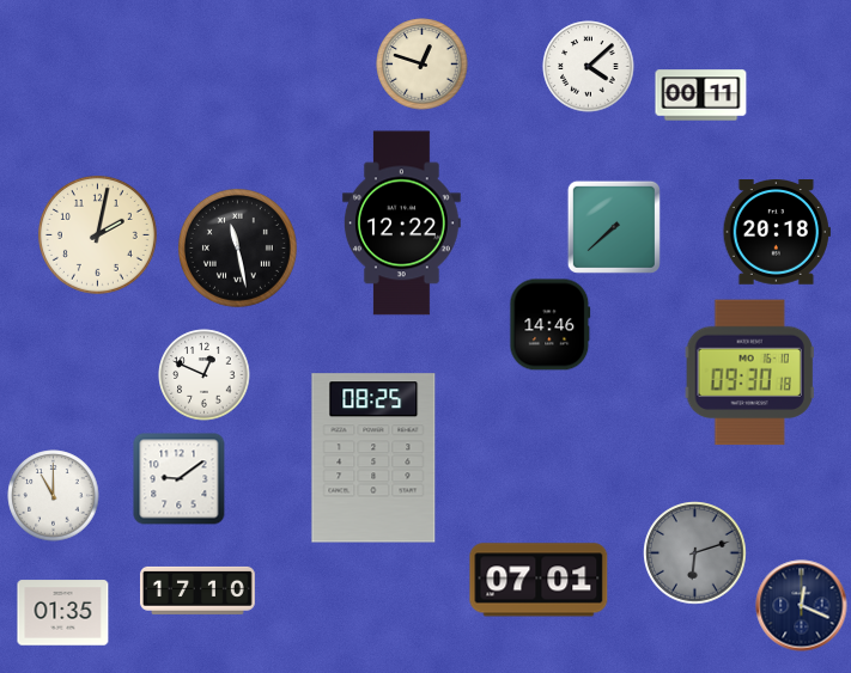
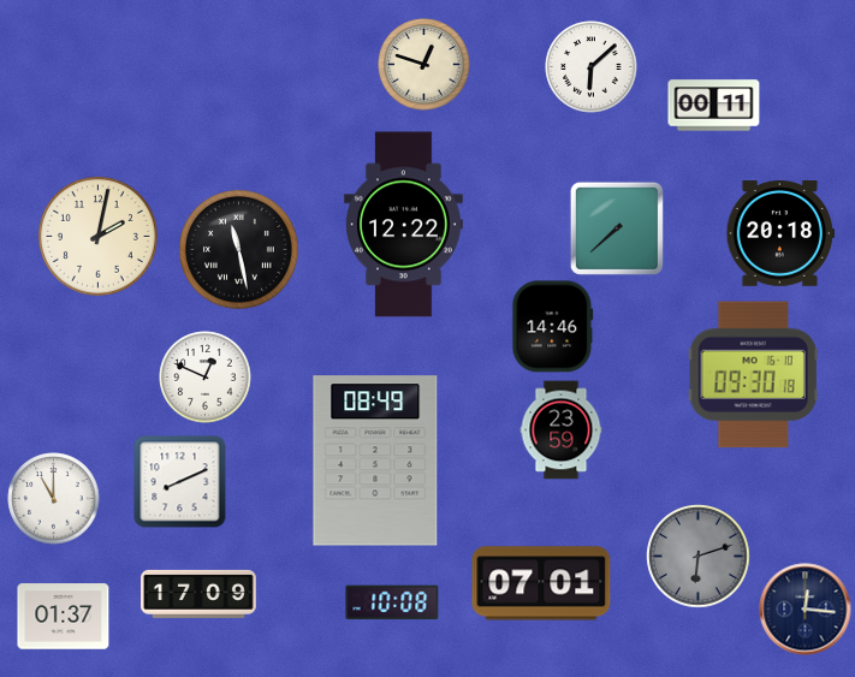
clock at (589, 67): 4:08 -> 6:08
clock at (701, 96) position: (701, 96) -> (714, 106)
clock at (562, 430): none -> 23:59
clock at (373, 458): 08:25 -> 08:49
clock at (180, 479): 9:09 -> 8:11
clock at (199, 591): 17:10 -> 17:09
clock at (392, 602): none -> 10:08
clock at (802, 606): 12:19 -> 12:16
clock at (63, 613): 01:35 -> 01:37
